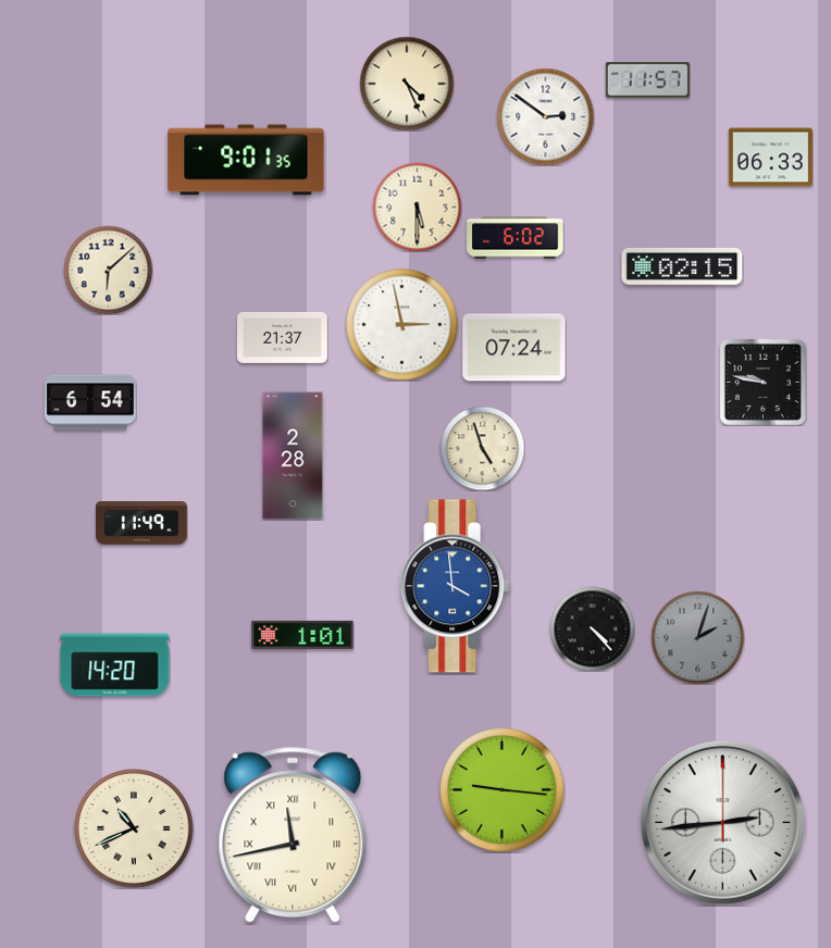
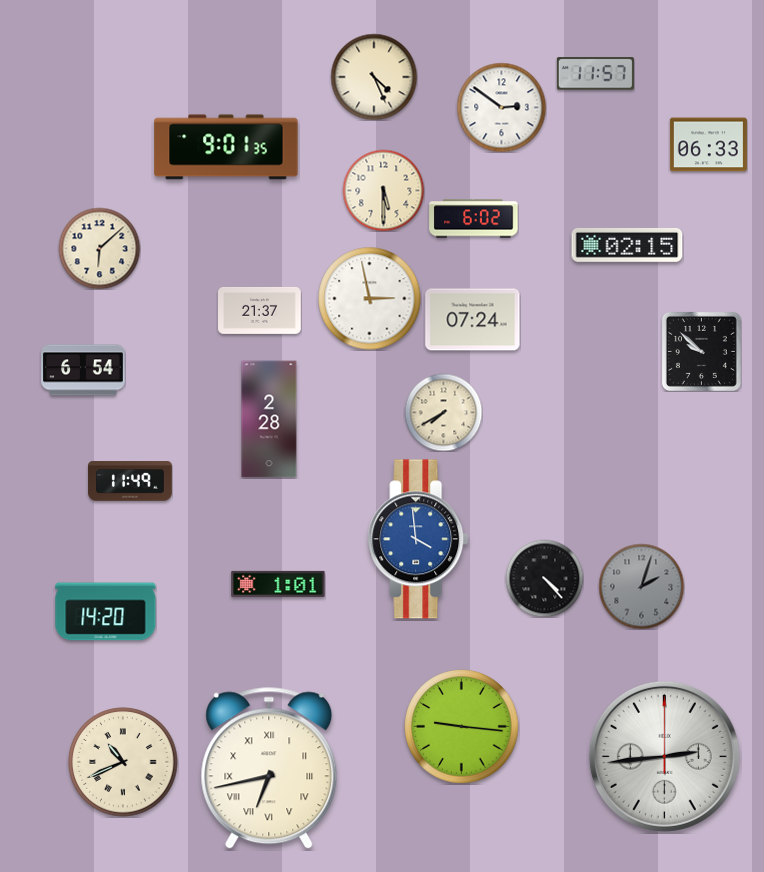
clock at (762, 382): 9:47 -> 9:52
clock at (482, 448): 4:57 -> 7:40
clock at (293, 835): 11:43 -> 6:43
